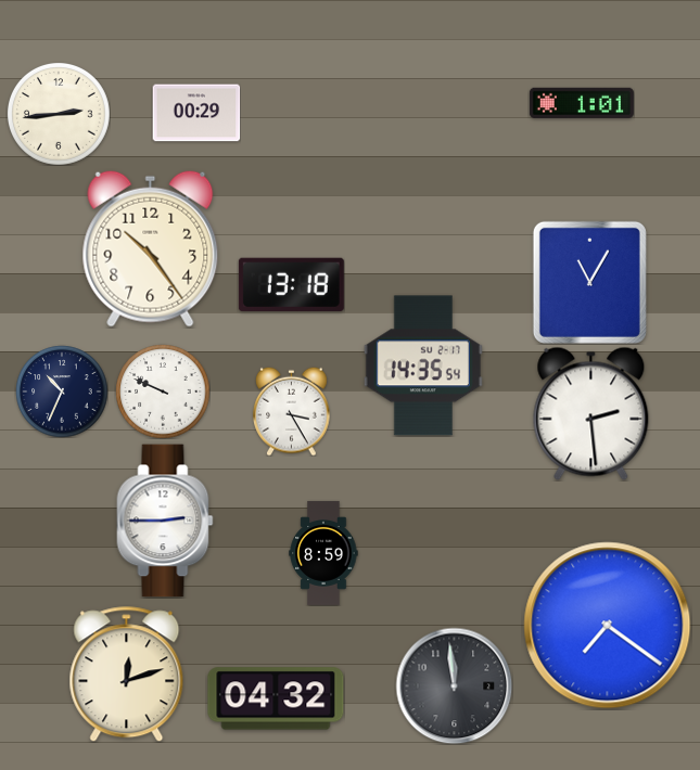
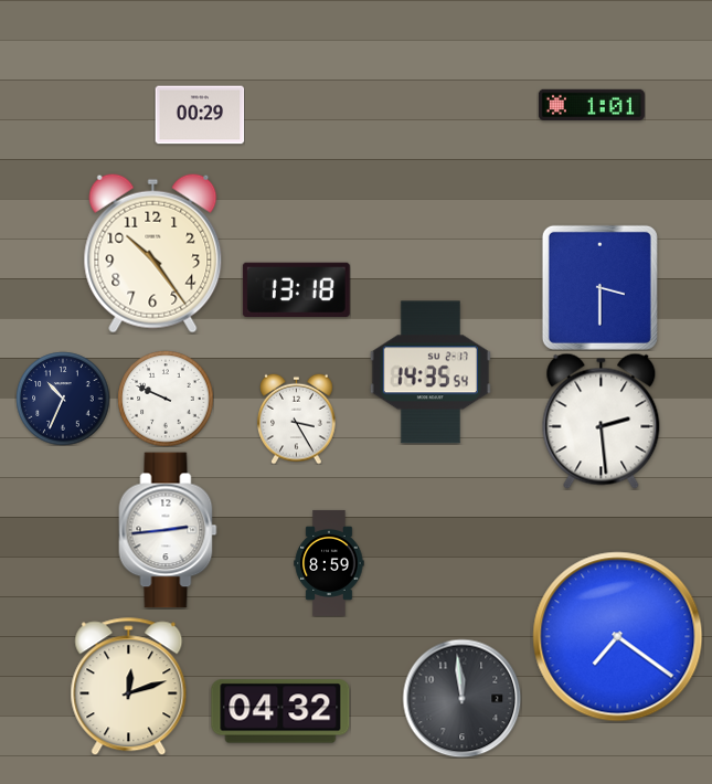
clock at (59, 114): 2:44 -> none
clock at (589, 282): 11:05 -> 3:30
clock at (165, 521): 2:45 -> 2:44
